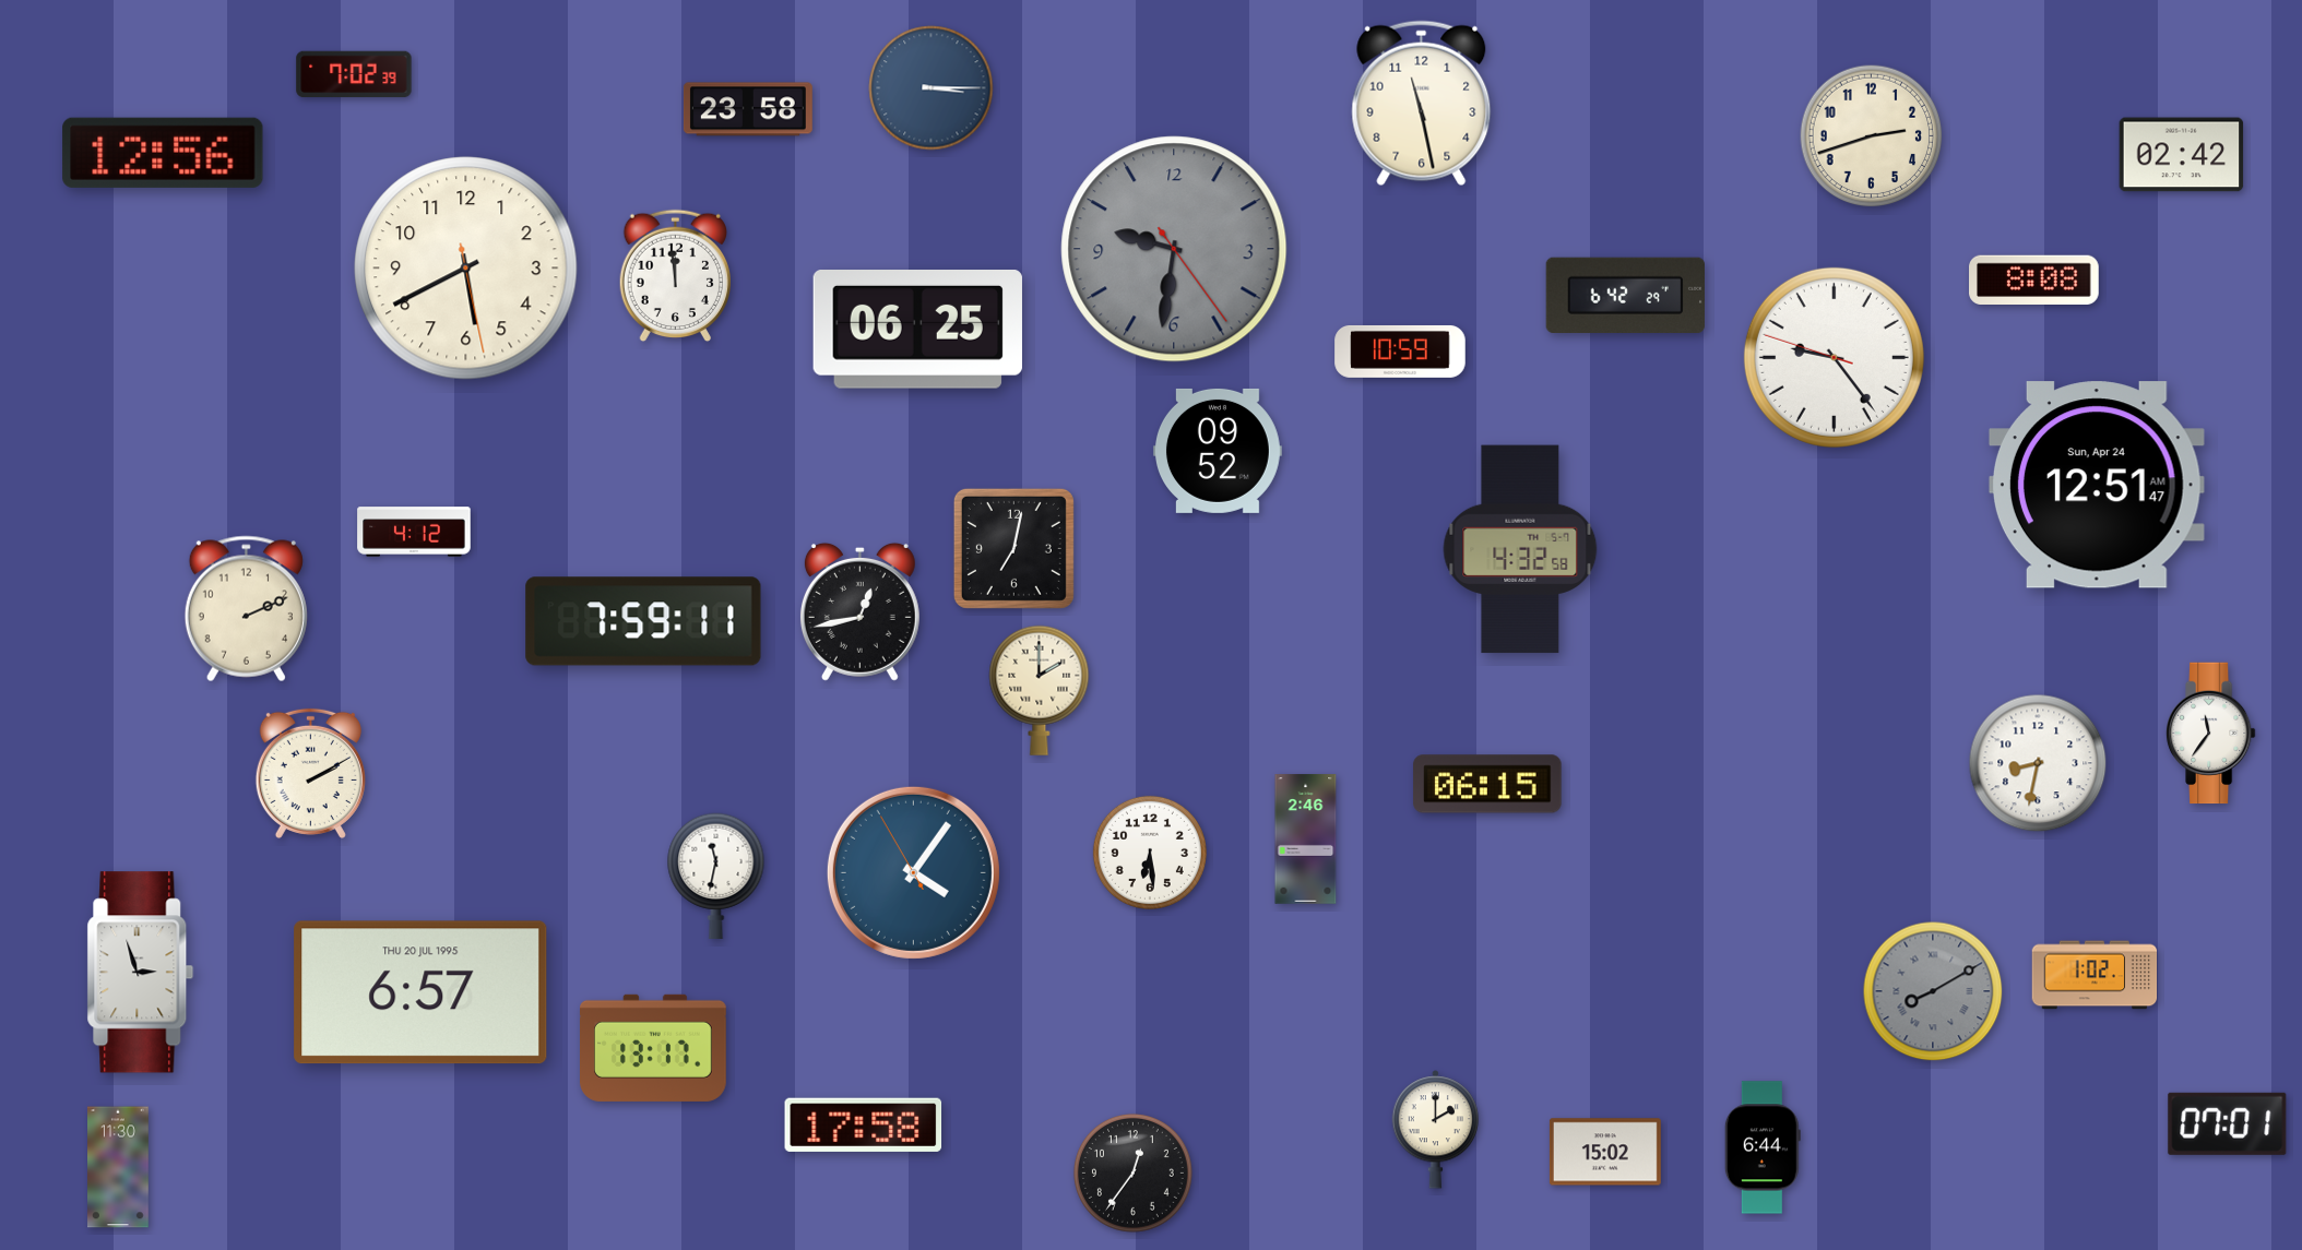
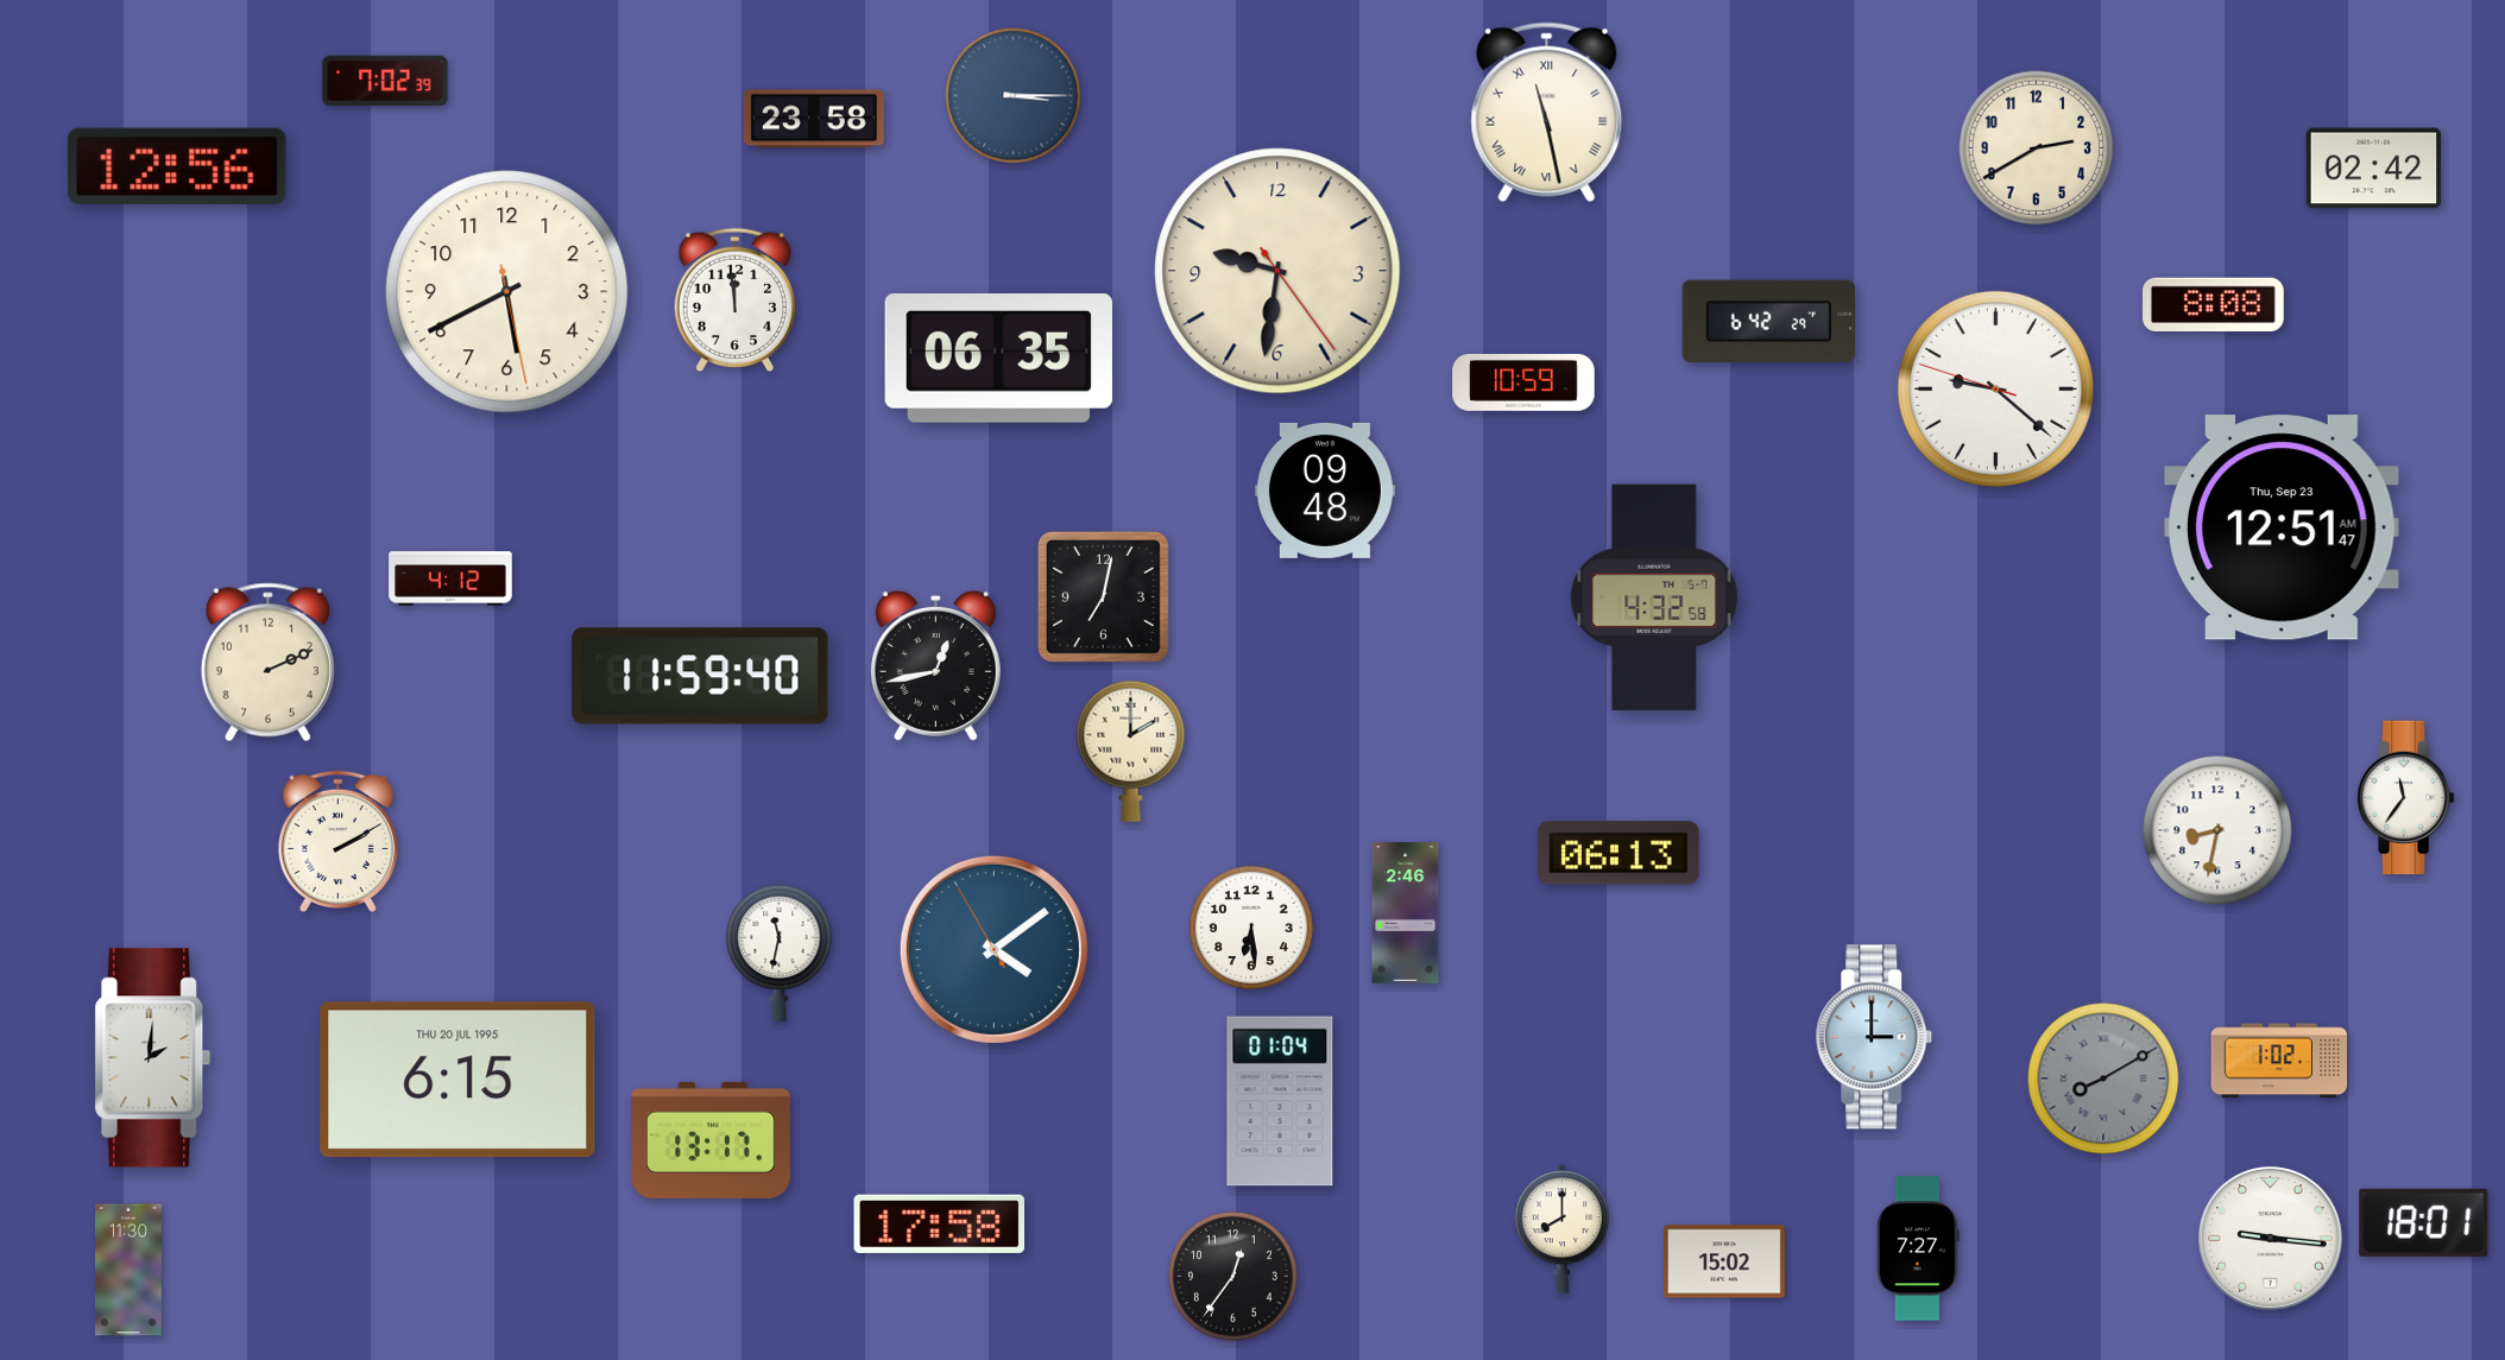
clock at (1422, 104) numerals: Arabic -> Roman
clock at (1872, 136): 2:42 -> 2:40
clock at (1174, 249) dial: grey -> cream
clock at (917, 330): 06:25 -> 06:35
clock at (1834, 357): 9:23 -> 9:21
clock at (1218, 451): 09:52 -> 09:48
clock at (2097, 485) date: Sun, Apr 24 -> Thu, Sep 23
clock at (643, 621): 7:59 -> 11:59
clock at (1487, 784): 06:15 -> 06:13
clock at (1306, 840) position: (1306, 840) -> (1406, 913)
clock at (913, 872): 4:05 -> 4:08
clock at (1874, 1037): none -> 3:00
clock at (141, 973): 2:57 -> 2:01
clock at (420, 992): 6:57 -> 6:15
clock at (1280, 1101): none -> 01:04
clock at (2228, 1123): 07:01 -> 18:01
clock at (1436, 1130): 2:00 -> 8:00
clock at (2271, 1239): none -> 9:16
clock at (1763, 1147): 6:44 -> 7:27
clock at (1605, 1152) position: (1605, 1152) -> (1724, 1261)
